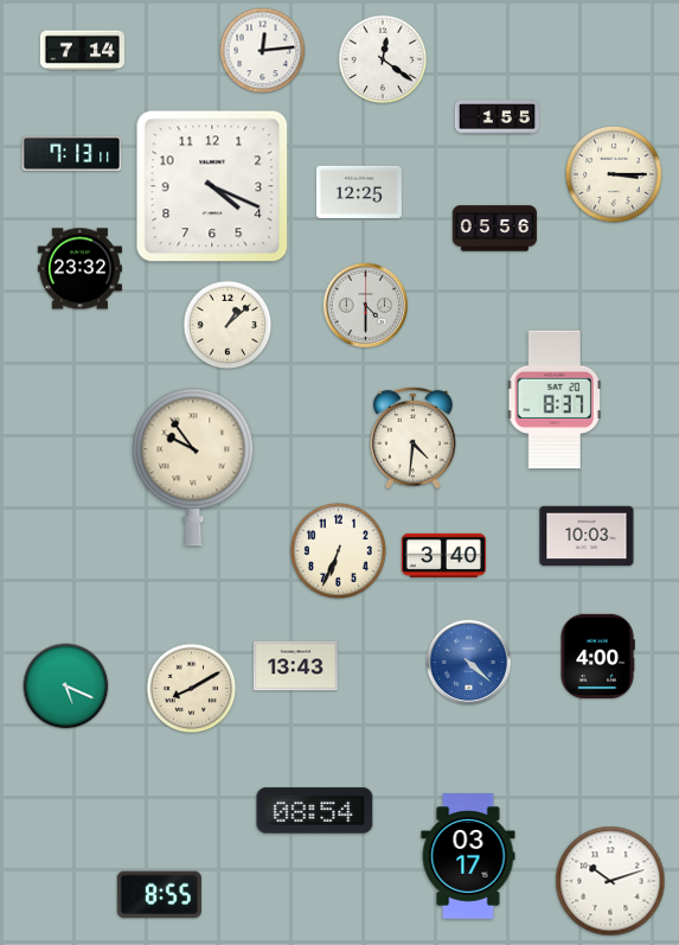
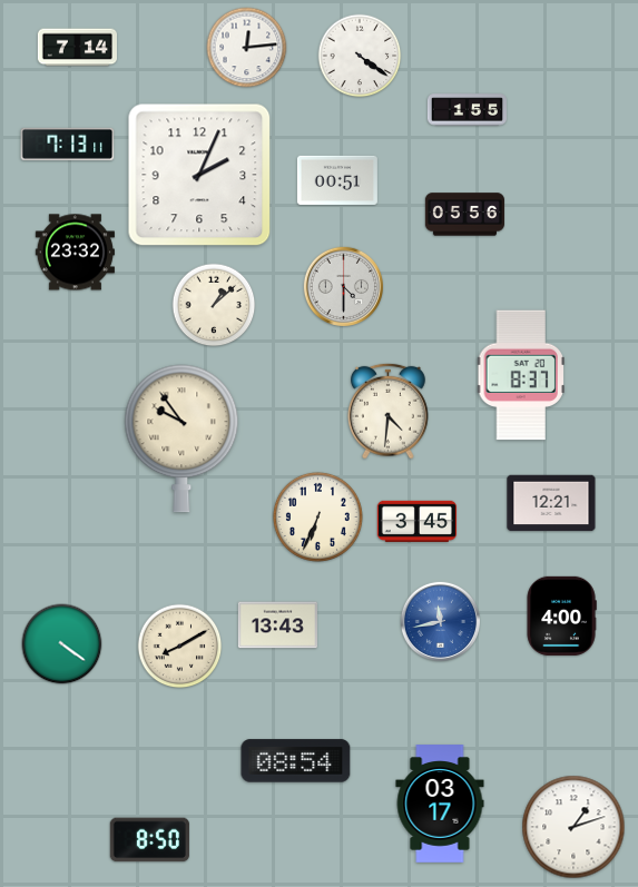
clock at (383, 59): 12:21 -> 4:21
clock at (614, 174): 3:15 -> none
clock at (212, 186): 4:19 -> 2:04
clock at (359, 192): 12:25 -> 00:51
clock at (587, 536): 10:03 -> 12:21
clock at (443, 555): 3:40 -> 3:45
clock at (468, 662): 4:22 -> 11:43
clock at (66, 687): 5:19 -> 4:21
clock at (610, 881): 10:12 -> 1:12
clock at (159, 895): 8:55 -> 8:50
